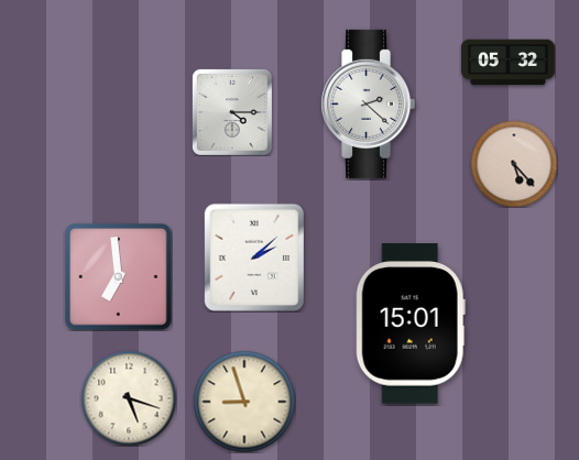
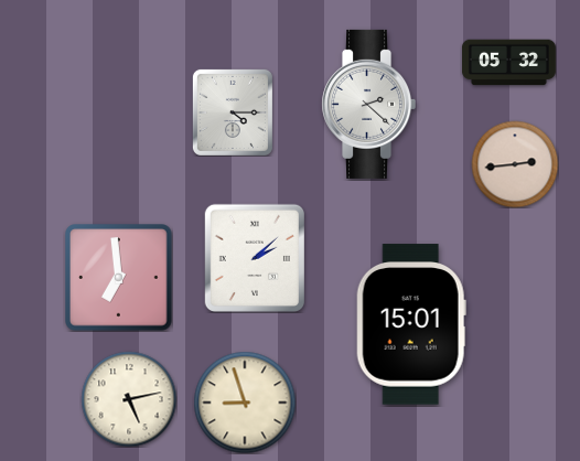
clock at (514, 164): 5:23 -> 2:44
clock at (129, 398): 5:18 -> 5:13
